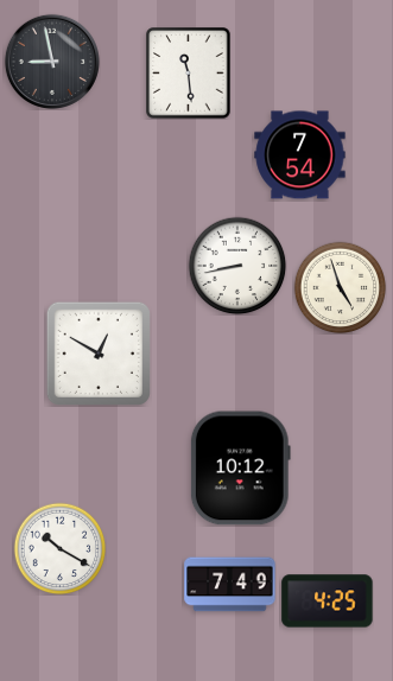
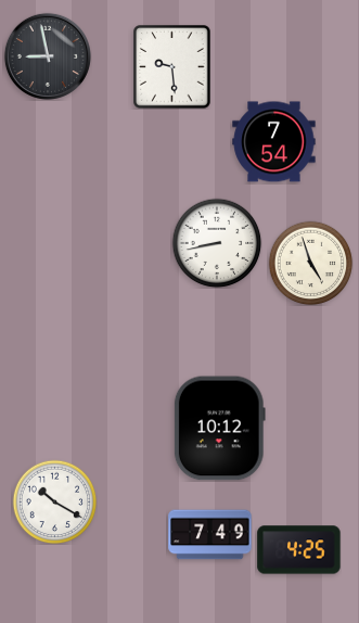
clock at (189, 74): 11:29 -> 9:29
clock at (97, 352): 12:50 -> none
